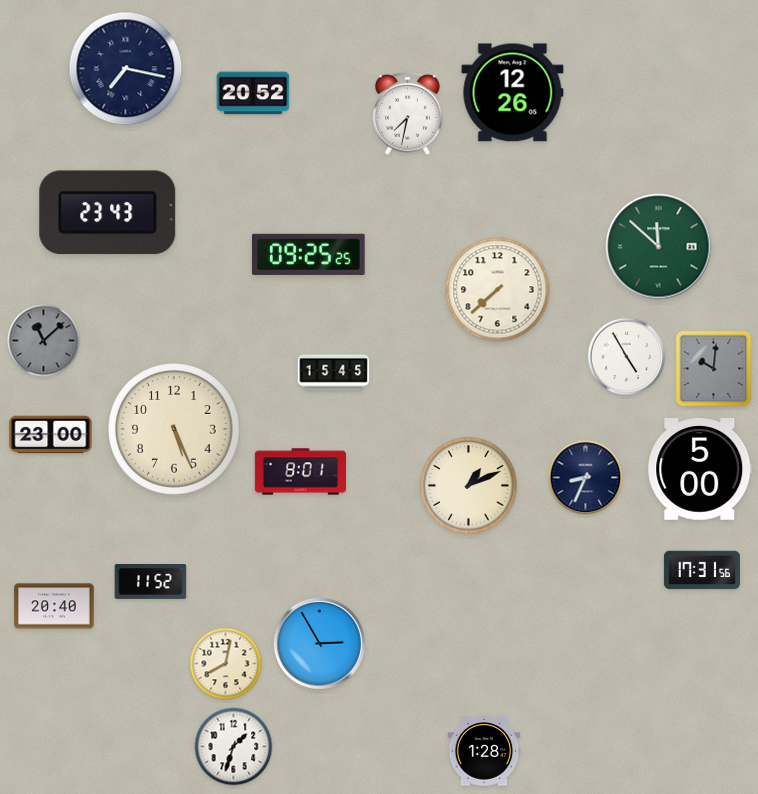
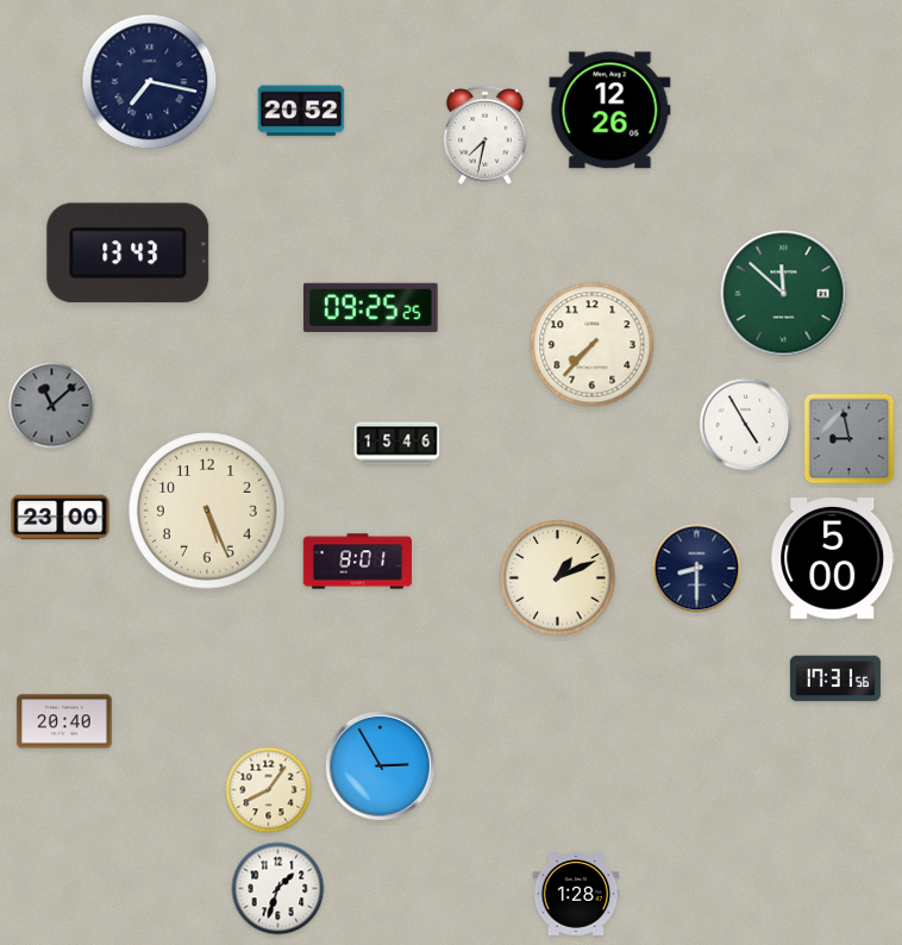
clock at (108, 213): 23:43 -> 13:43
clock at (309, 254) position: (309, 254) -> (371, 307)
clock at (498, 290): 7:38 -> 7:37
clock at (714, 369): 10:01 -> 8:58
clock at (334, 373): 15:45 -> 15:46
clock at (586, 478): 8:34 -> 8:30
clock at (151, 582): 11:52 -> none
clock at (226, 664): 8:02 -> 8:06
